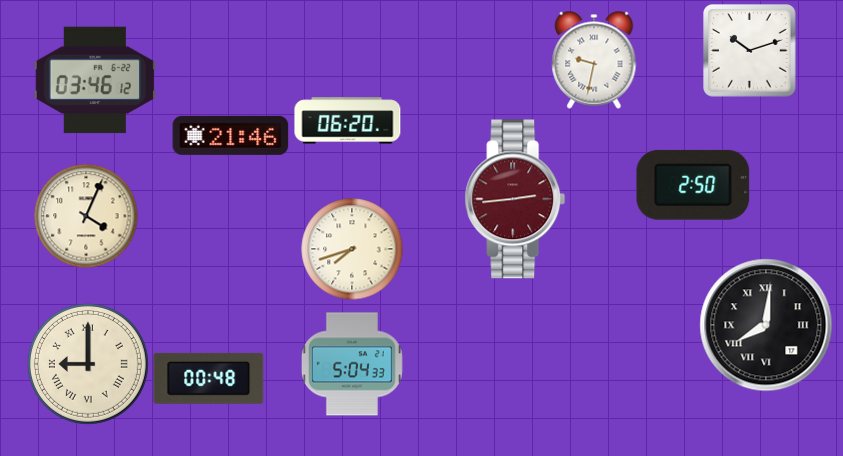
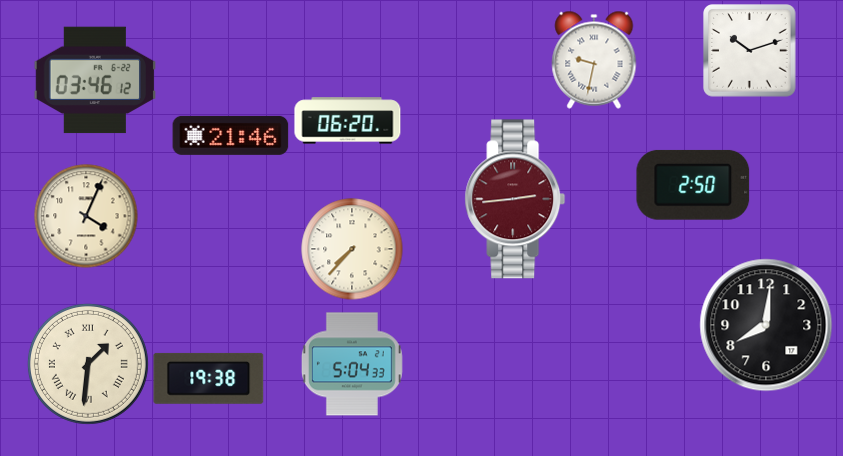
clock at (352, 249): 7:42 -> 7:37
clock at (766, 325) numerals: Roman -> Arabic
clock at (88, 364): 9:00 -> 1:31
clock at (209, 378): 00:48 -> 19:38
